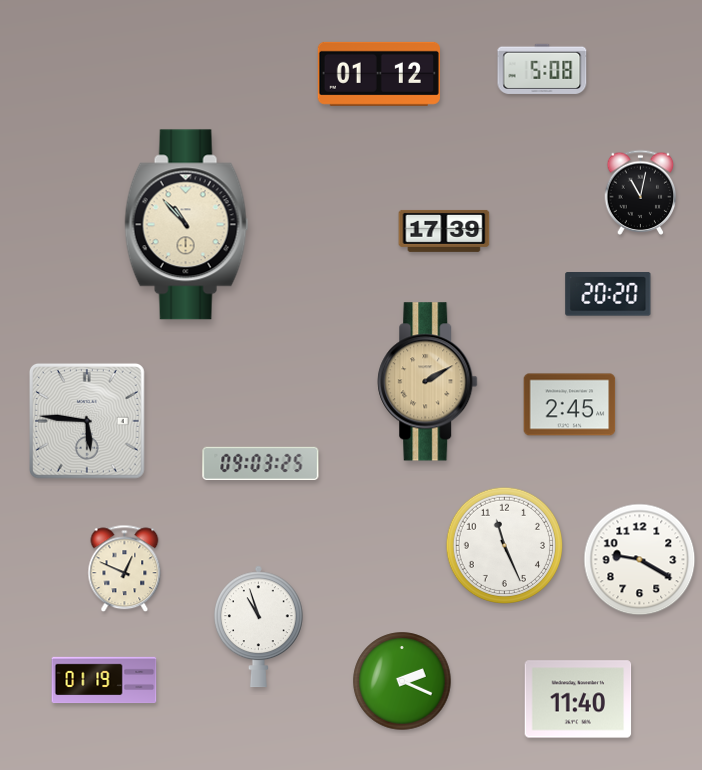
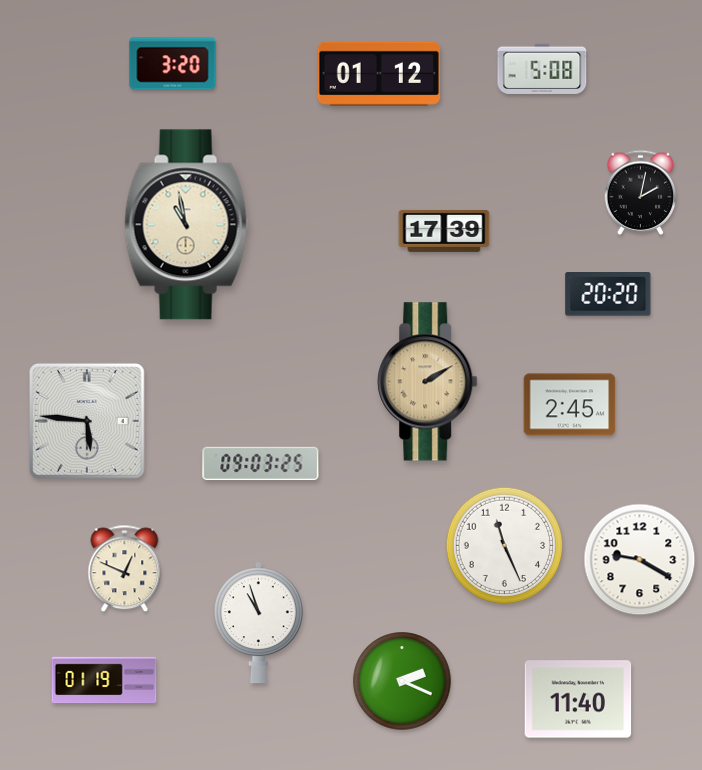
clock at (173, 64): none -> 3:20
clock at (641, 192): 11:02 -> 2:02
clock at (187, 225): 10:53 -> 10:58
clock at (258, 627) position: (258, 627) -> (258, 623)
